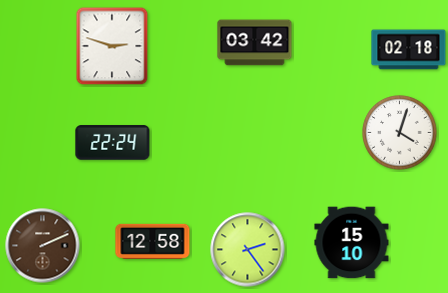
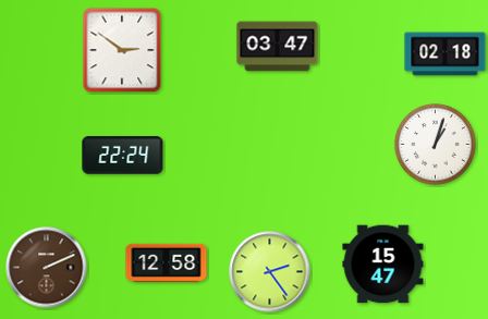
clock at (255, 43): 03:42 -> 03:47
clock at (112, 46): 2:48 -> 2:51
clock at (400, 133): 4:03 -> 1:03
clock at (352, 243): 15:10 -> 15:47
